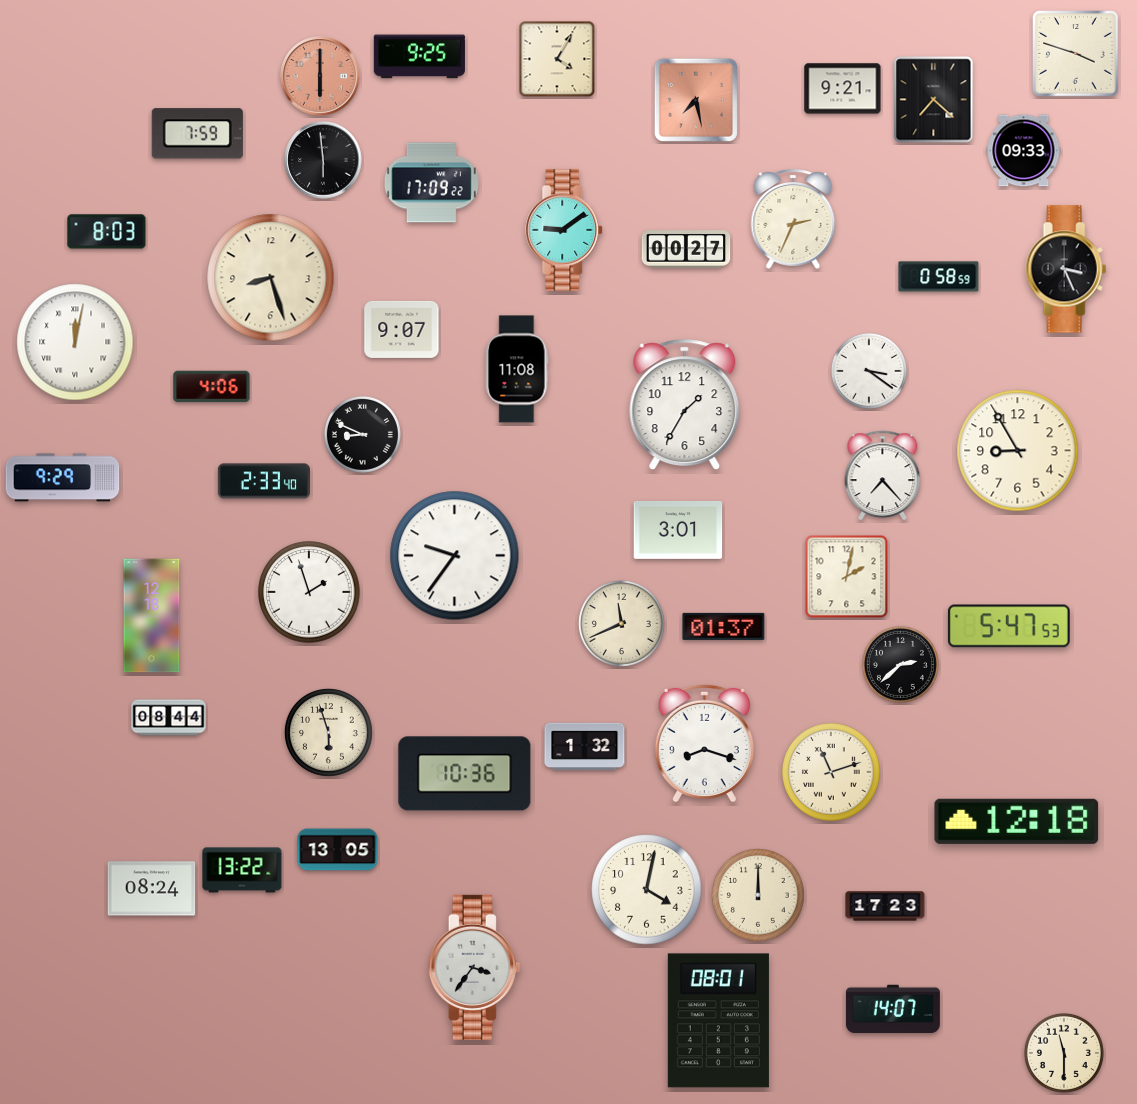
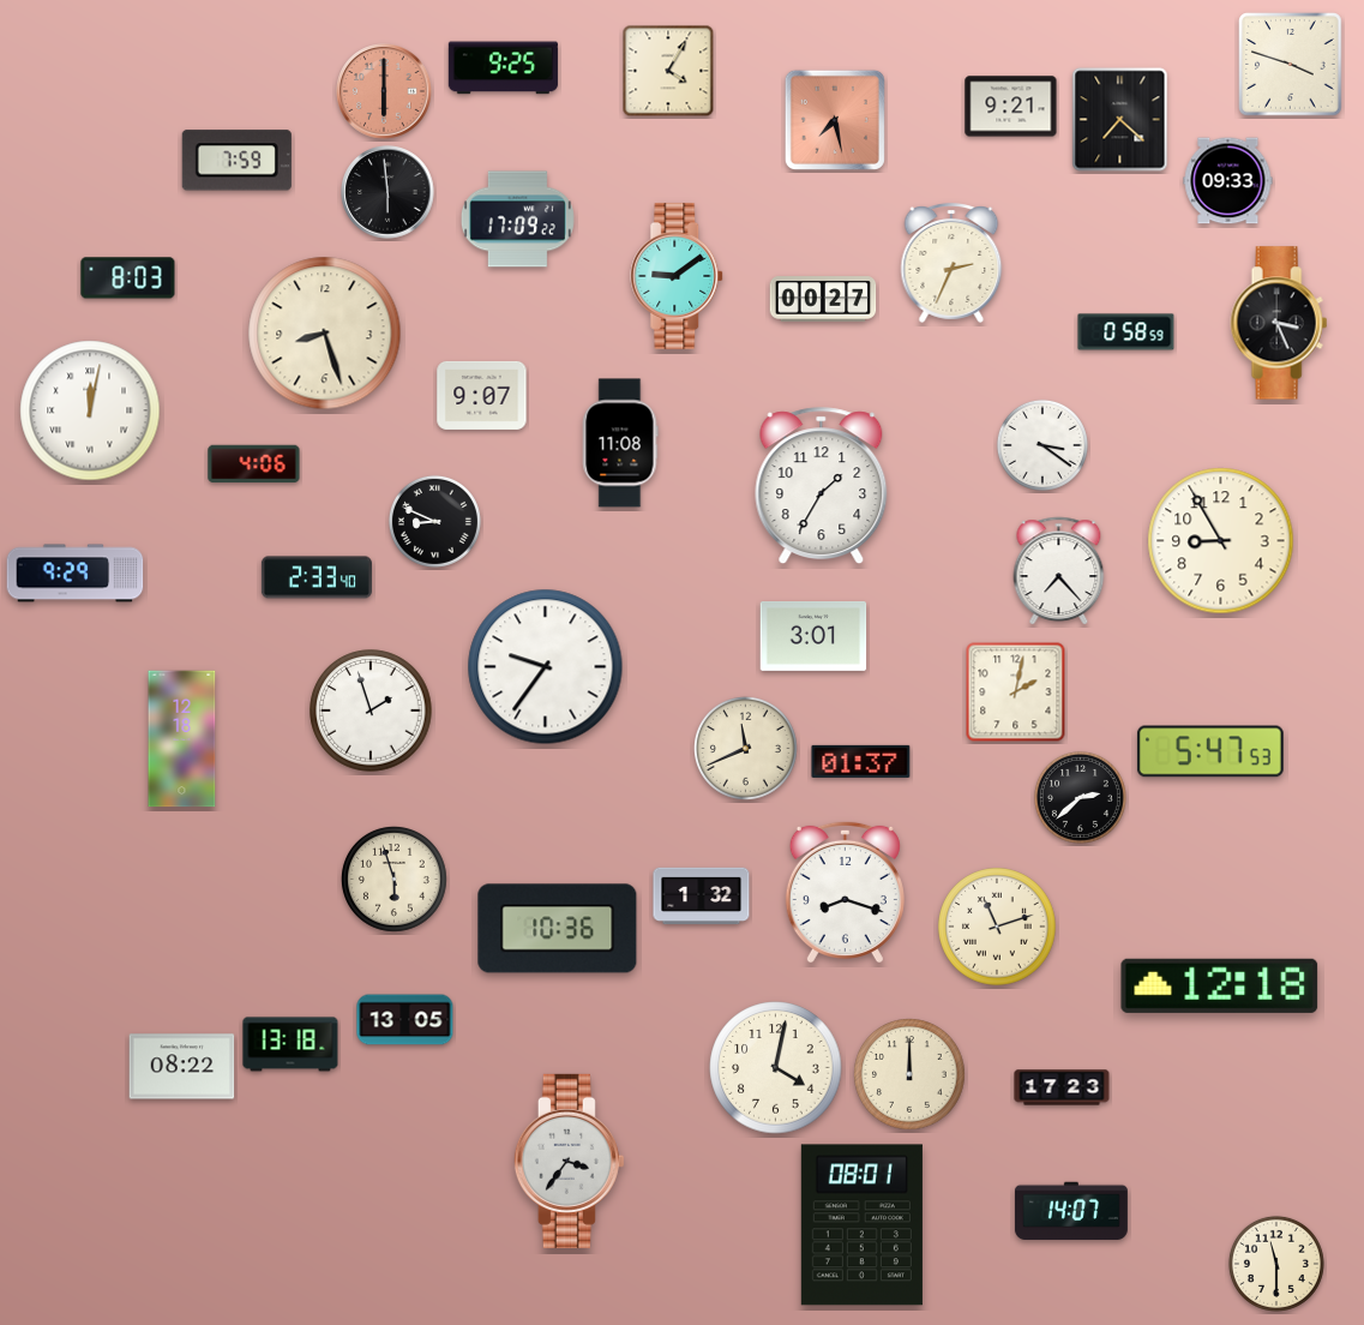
clock at (724, 626) position: (724, 626) -> (861, 761)
clock at (169, 718): 08:44 -> none
clock at (242, 870): 13:22 -> 13:18
clock at (152, 889): 08:24 -> 08:22
